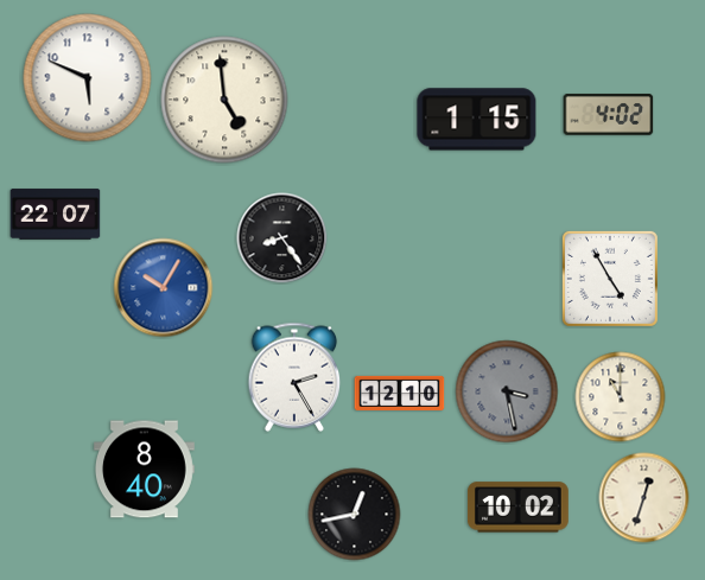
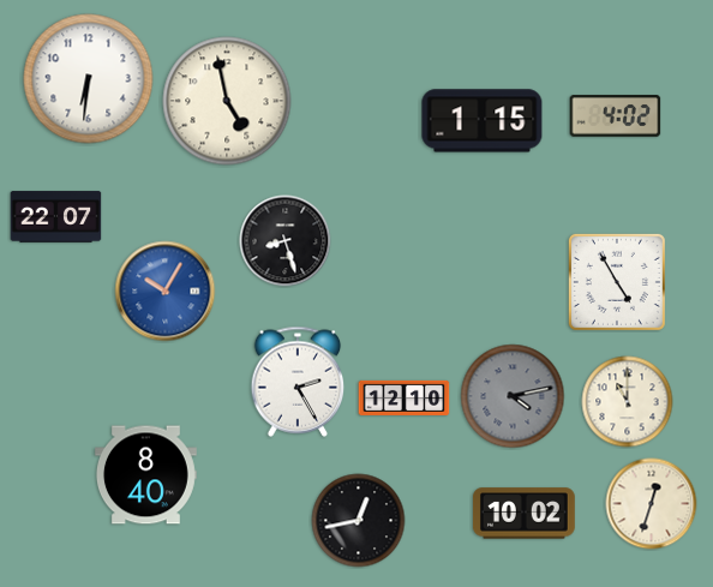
clock at (88, 78): 5:49 -> 6:31
clock at (224, 100): 4:59 -> 4:58
clock at (282, 238): 8:24 -> 8:27
clock at (507, 391): 3:28 -> 4:13
